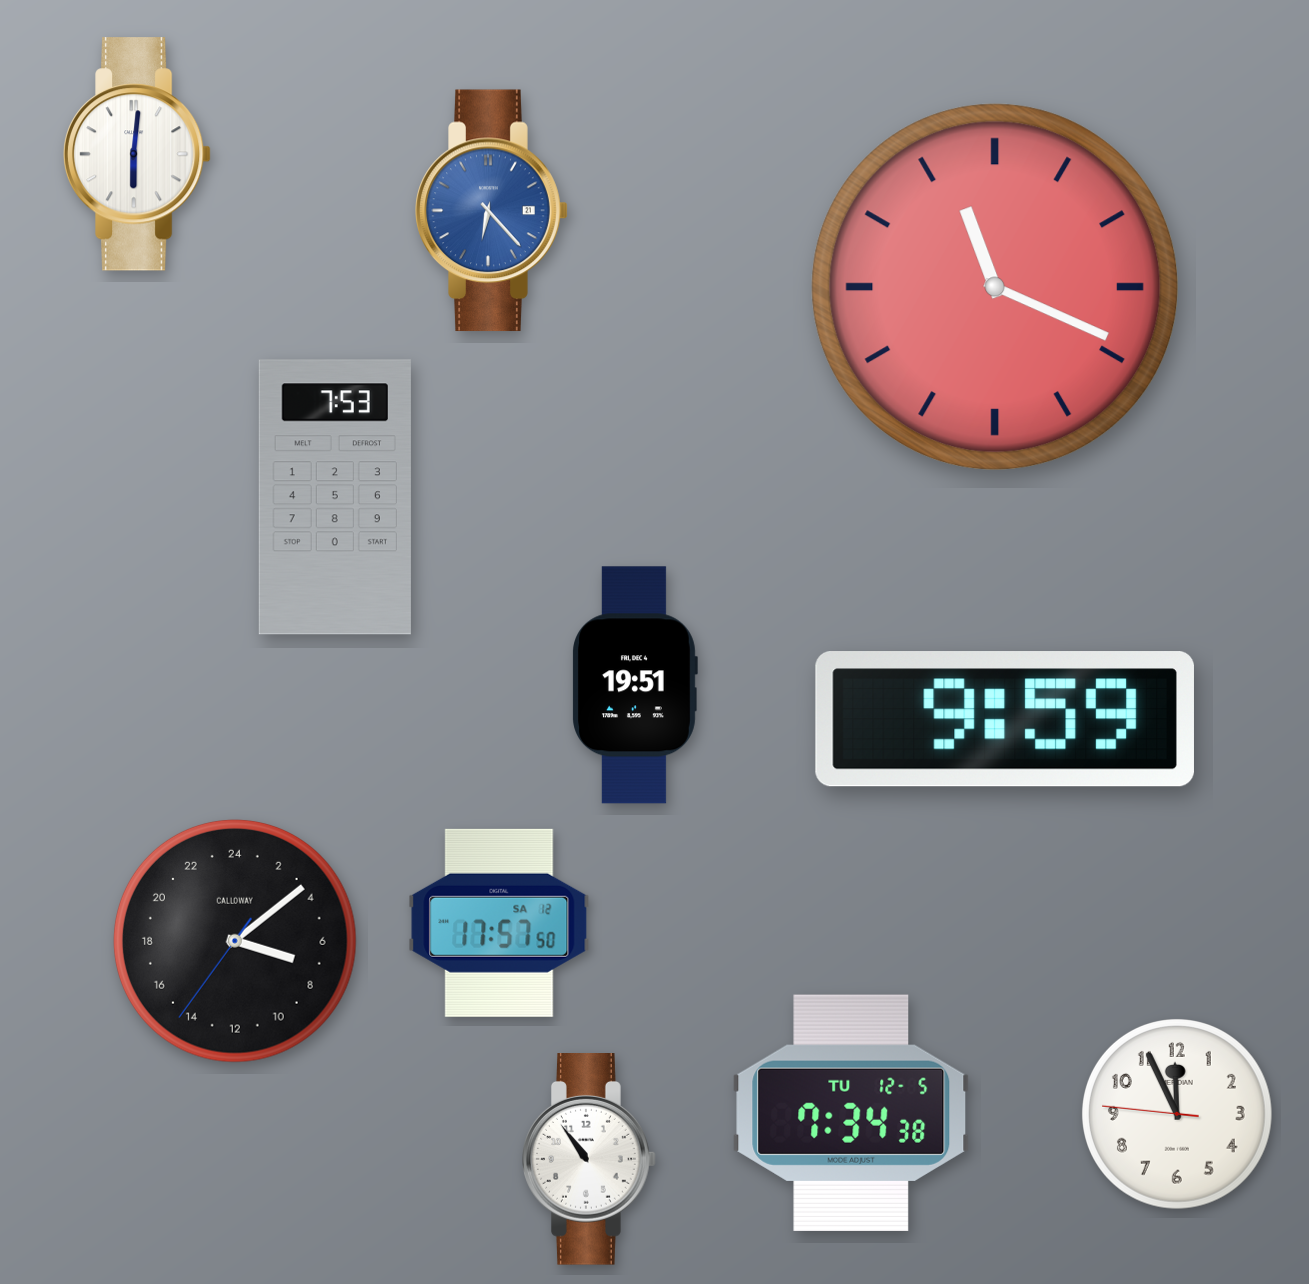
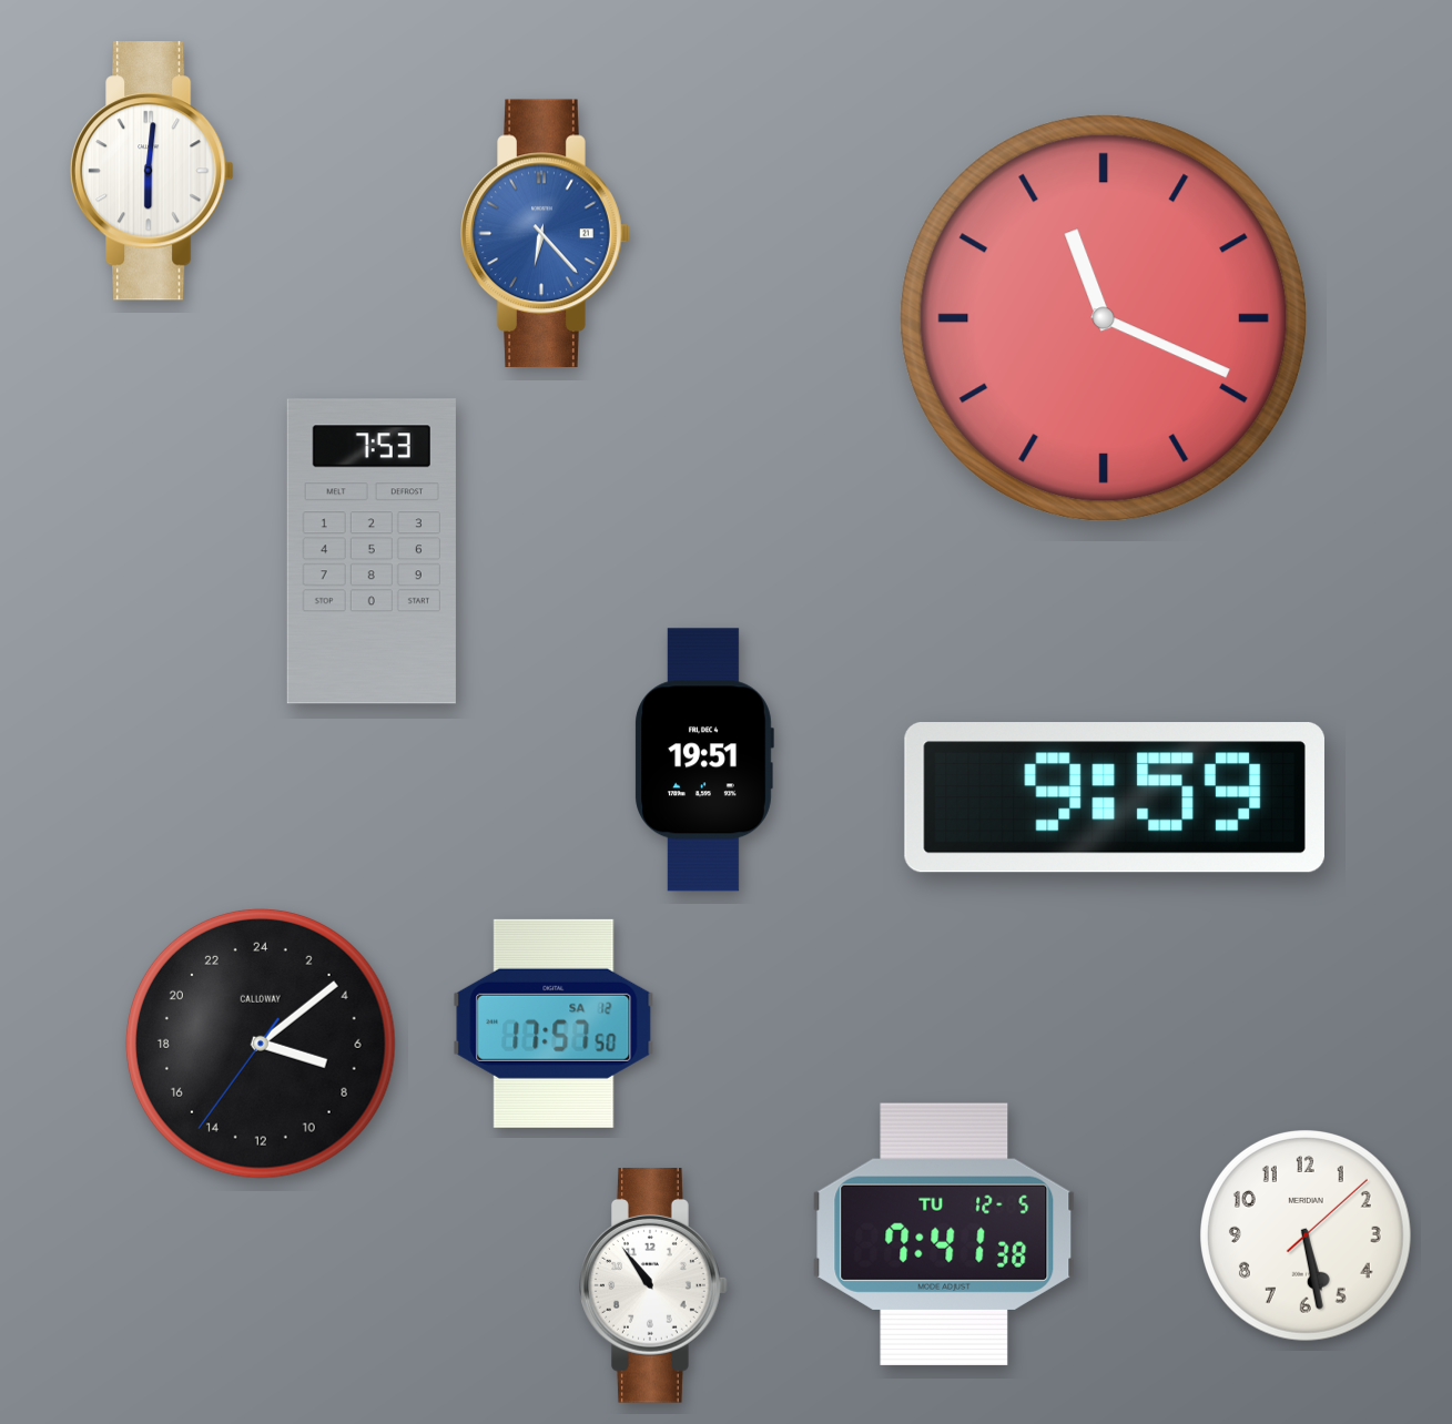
clock at (851, 1113): 7:34 -> 7:41
clock at (1178, 1115): 11:55 -> 5:28
